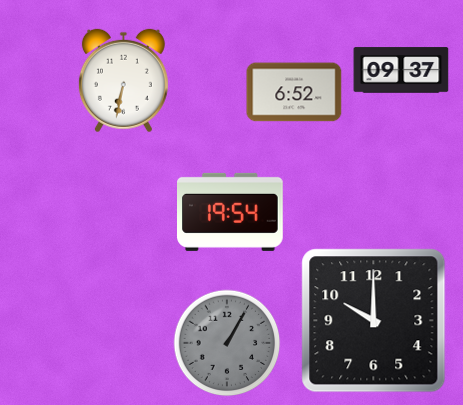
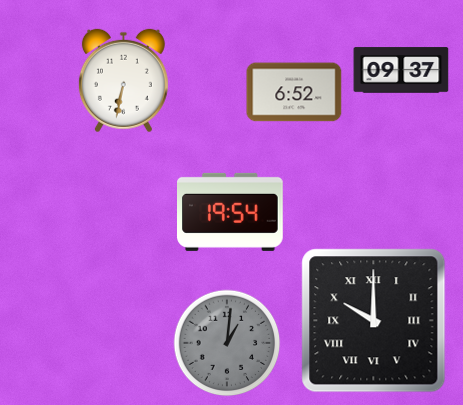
clock at (374, 321) numerals: Arabic -> Roman
clock at (227, 343): 1:05 -> 1:01
